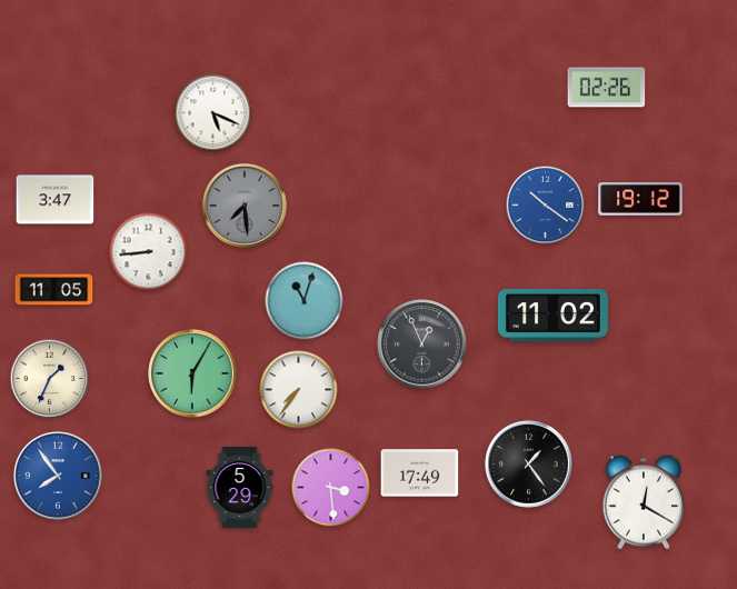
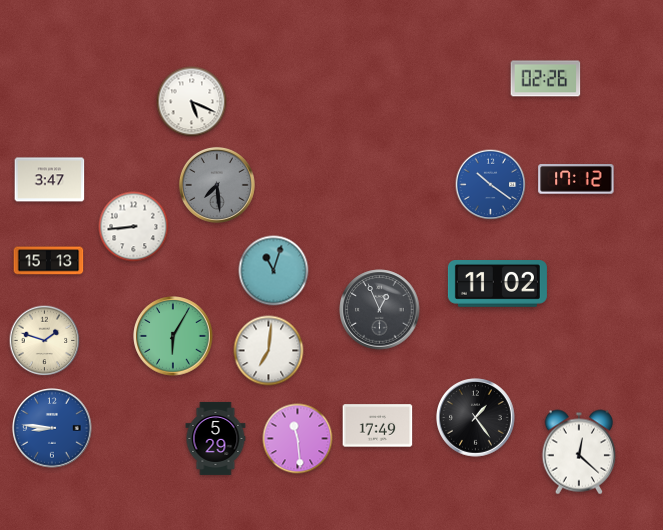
clock at (640, 199): 19:12 -> 17:12
clock at (245, 206) position: (245, 206) -> (217, 185)
clock at (54, 290): 11:05 -> 15:13
clock at (50, 379): 1:34 -> 1:48
clock at (299, 390): 7:36 -> 7:01
clock at (58, 476): 7:54 -> 8:46
clock at (331, 488): 3:29 -> 11:29
clock at (643, 502): 12:20 -> 12:22
